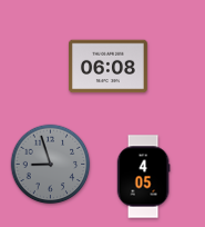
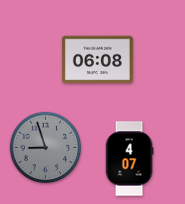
clock at (143, 177): 4:05 -> 4:07
